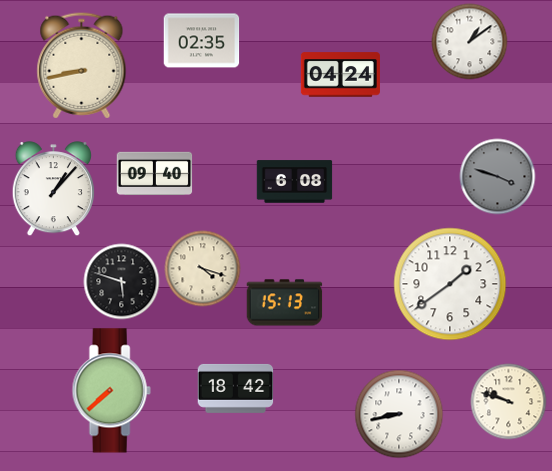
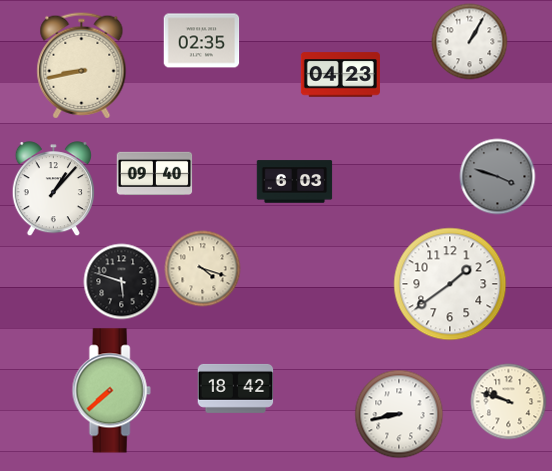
clock at (470, 42): 1:09 -> 1:05
clock at (340, 75): 04:24 -> 04:23
clock at (295, 182): 6:08 -> 6:03
clock at (285, 303): 15:13 -> none
